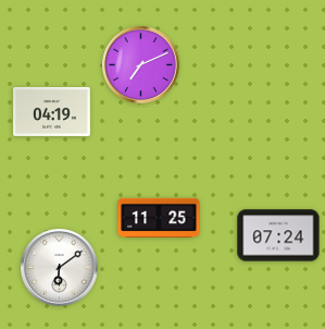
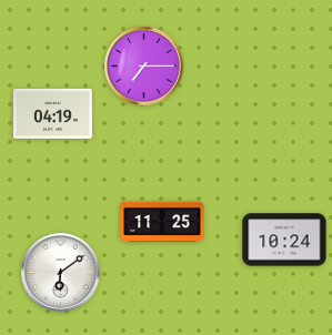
clock at (141, 65): 7:11 -> 7:15
clock at (278, 235): 07:24 -> 10:24
